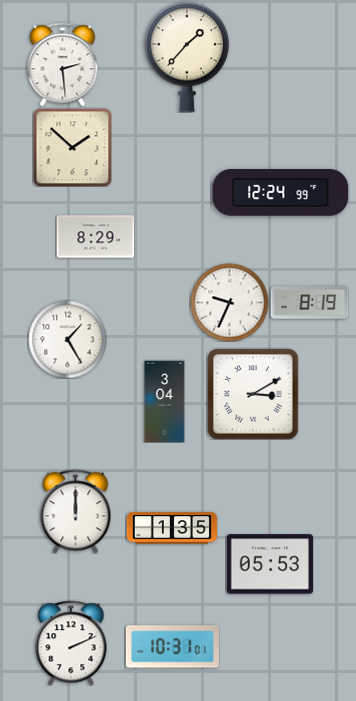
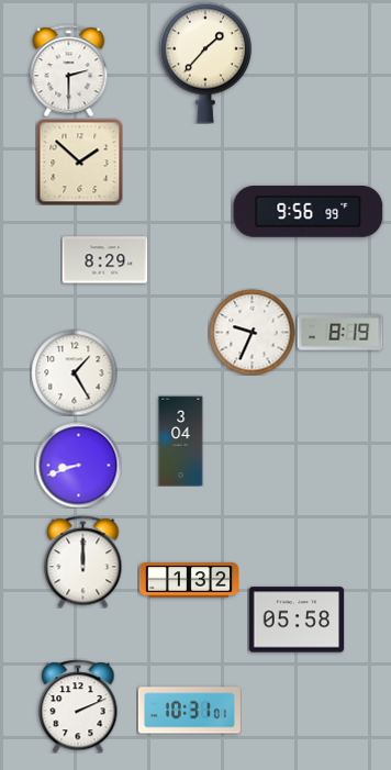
clock at (63, 64): 2:29 -> 2:30
clock at (281, 193): 12:24 -> 9:56
clock at (253, 394): 3:10 -> none
clock at (78, 465): none -> 8:42
clock at (171, 528): 1:35 -> 1:32
clock at (270, 564): 05:53 -> 05:58
